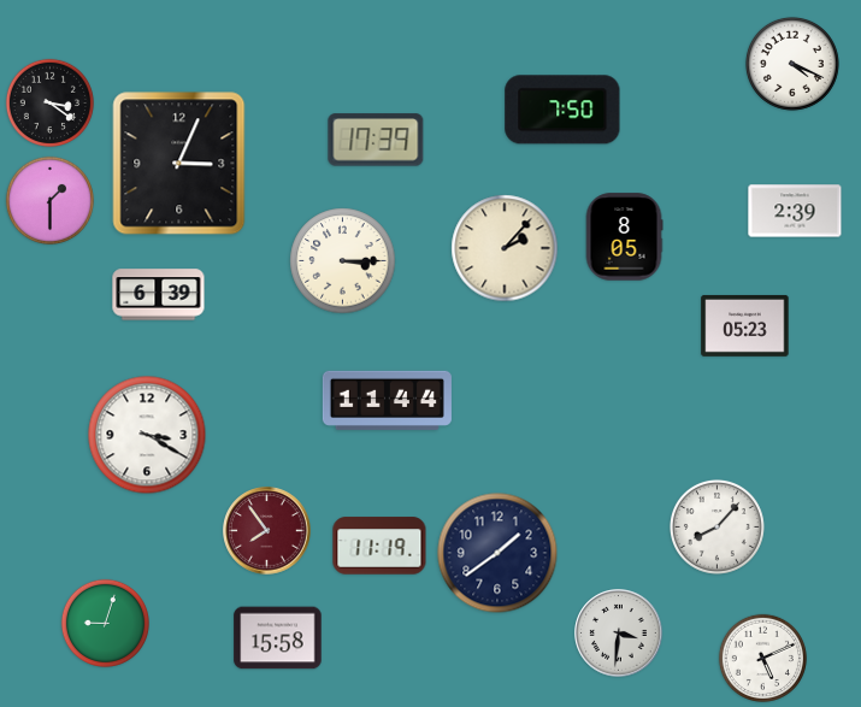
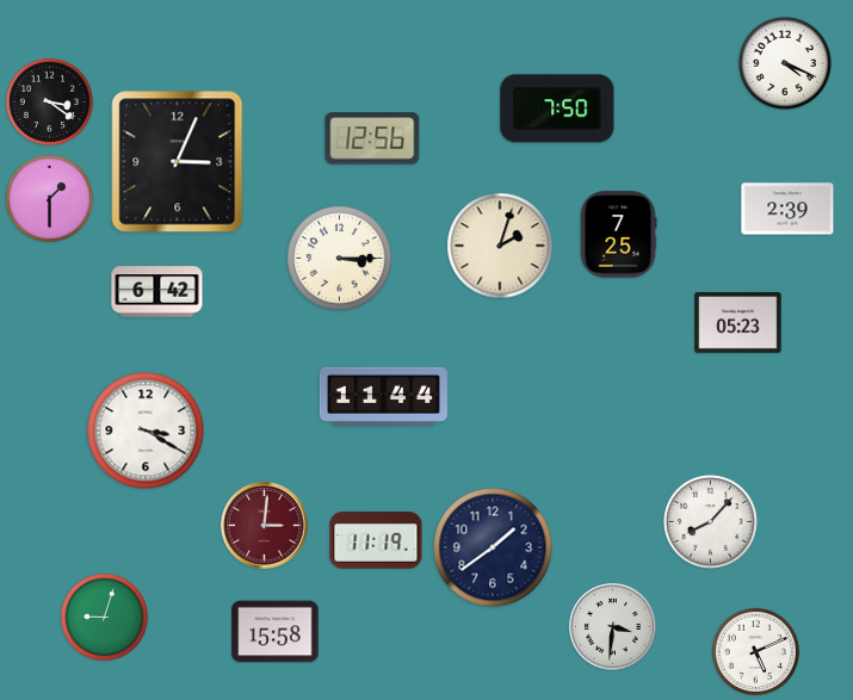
clock at (376, 140): 17:39 -> 12:56
clock at (624, 237): 8:05 -> 7:25
clock at (505, 248): 2:07 -> 2:03
clock at (159, 295): 6:39 -> 6:42
clock at (267, 531): 7:54 -> 3:01
